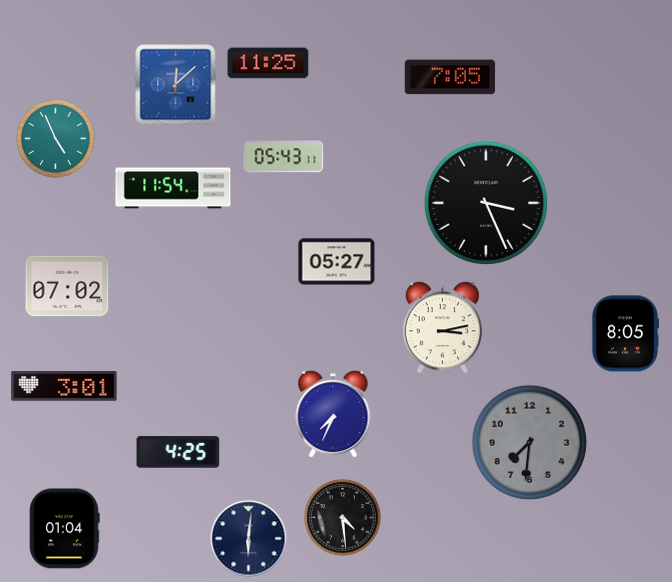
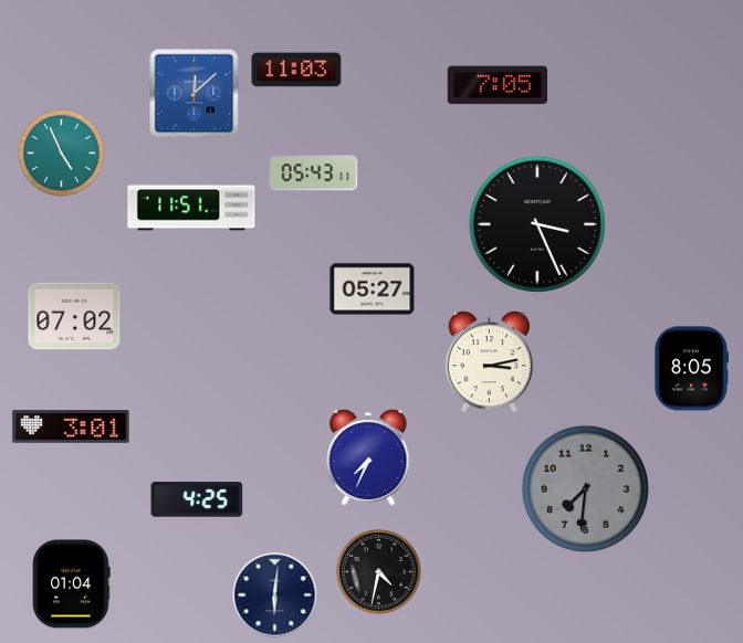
clock at (268, 63): 11:25 -> 11:03
clock at (173, 188): 11:54 -> 11:51
clock at (343, 518): 4:29 -> 4:32
